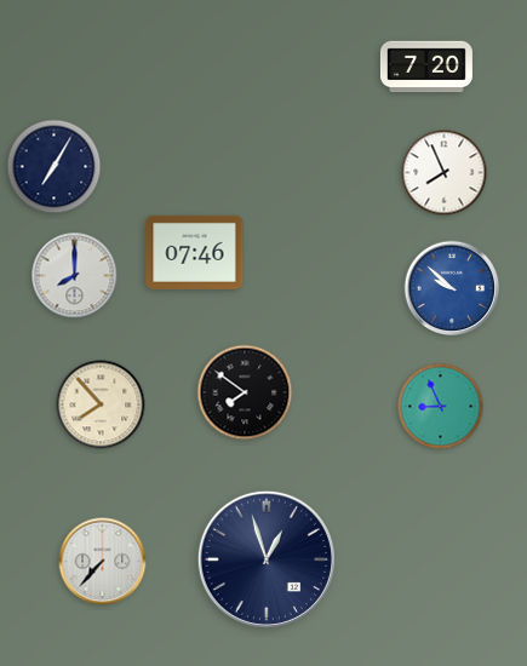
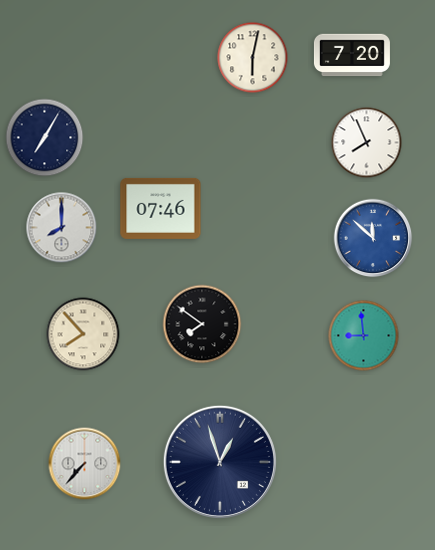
clock at (253, 58): none -> 6:02
clock at (452, 288): 9:52 -> 11:52
clock at (441, 407): 8:56 -> 8:59
